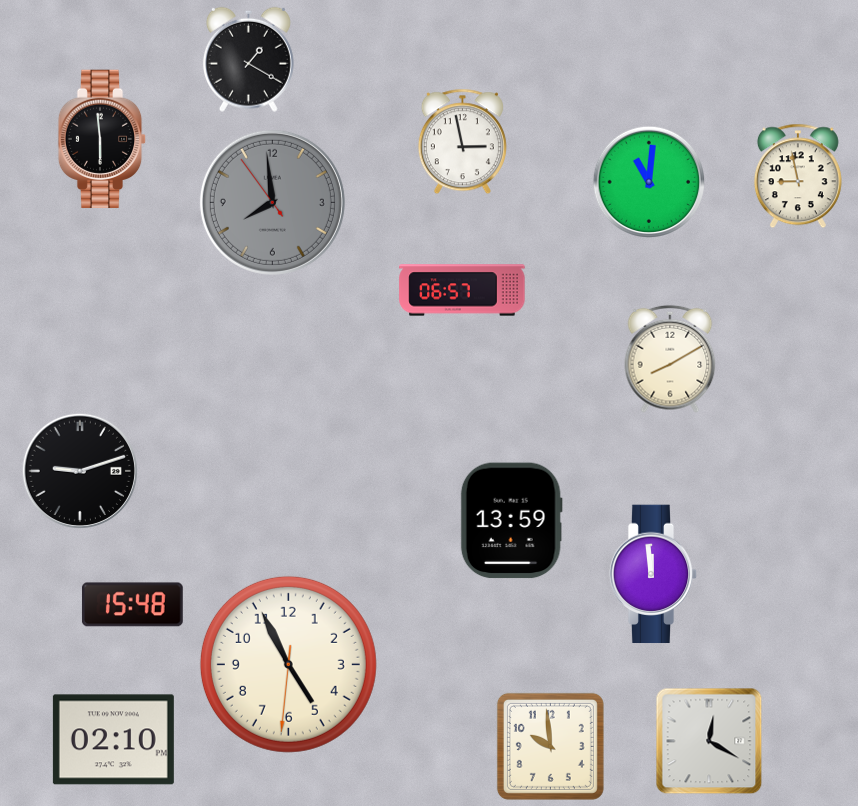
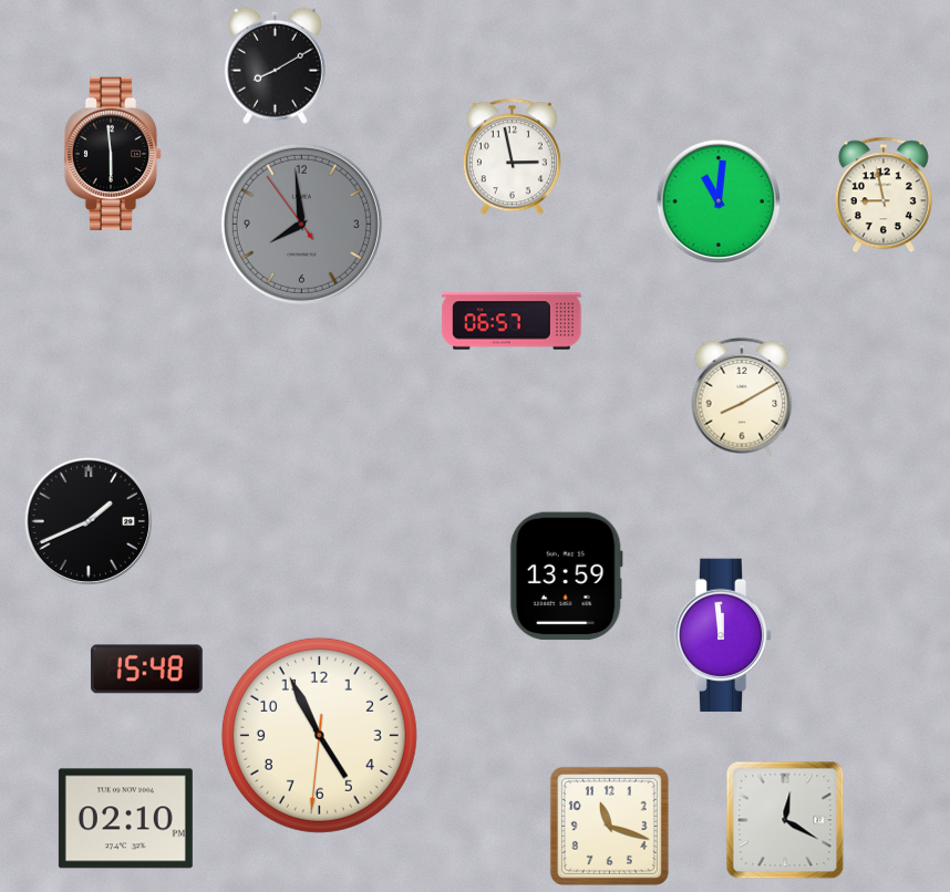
clock at (248, 59): 1:20 -> 8:10
clock at (79, 470): 9:12 -> 1:41
clock at (550, 746): 9:59 -> 11:18
